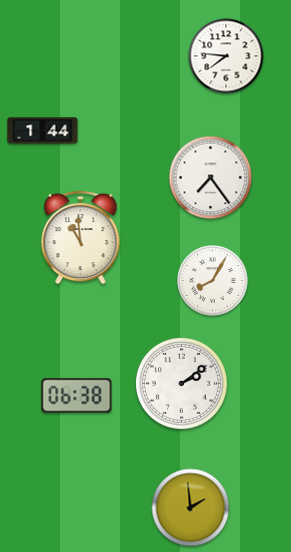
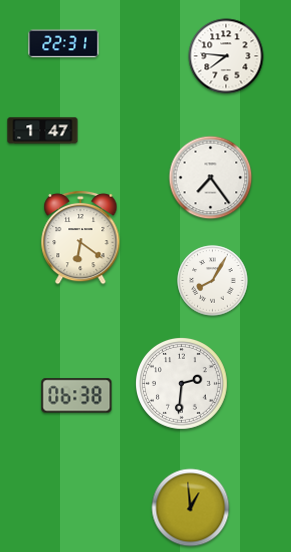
clock at (64, 44): none -> 22:31
clock at (43, 131): 1:44 -> 1:47
clock at (81, 237): 10:59 -> 6:21
clock at (181, 383): 2:09 -> 2:31
clock at (191, 508): 1:59 -> 12:59
